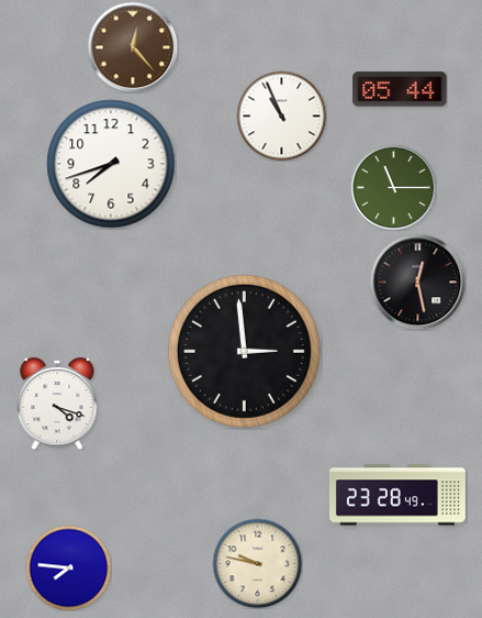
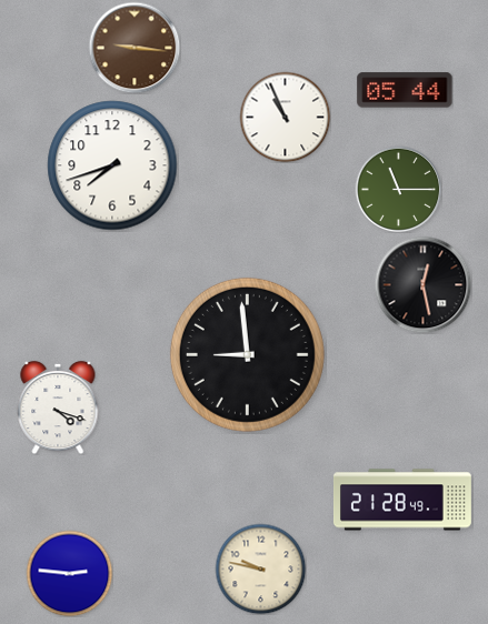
clock at (133, 47): 12:23 -> 9:16
clock at (244, 351): 2:59 -> 8:59
clock at (397, 495): 23:28 -> 21:28
clock at (68, 567): 7:46 -> 2:46
